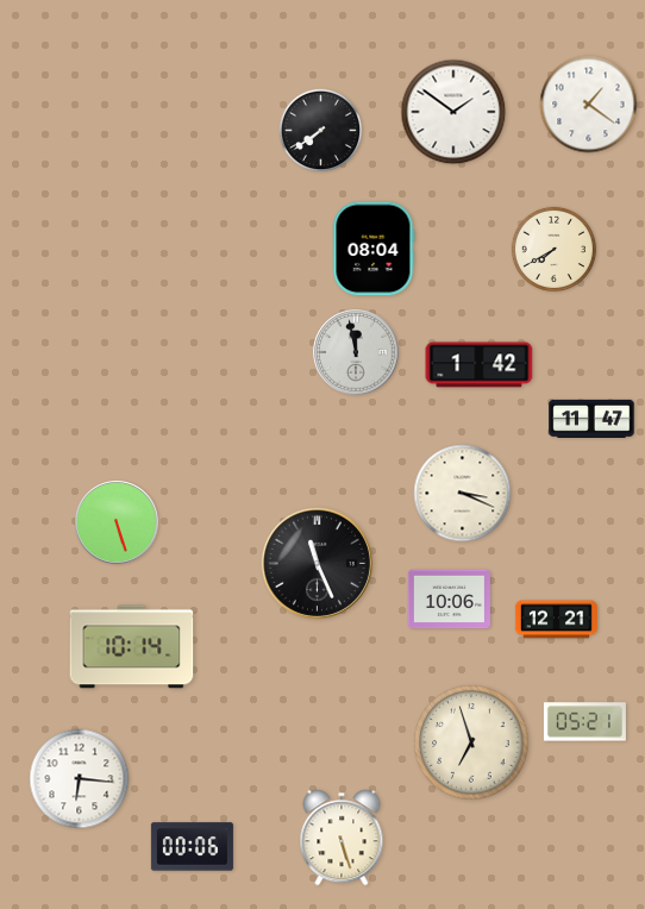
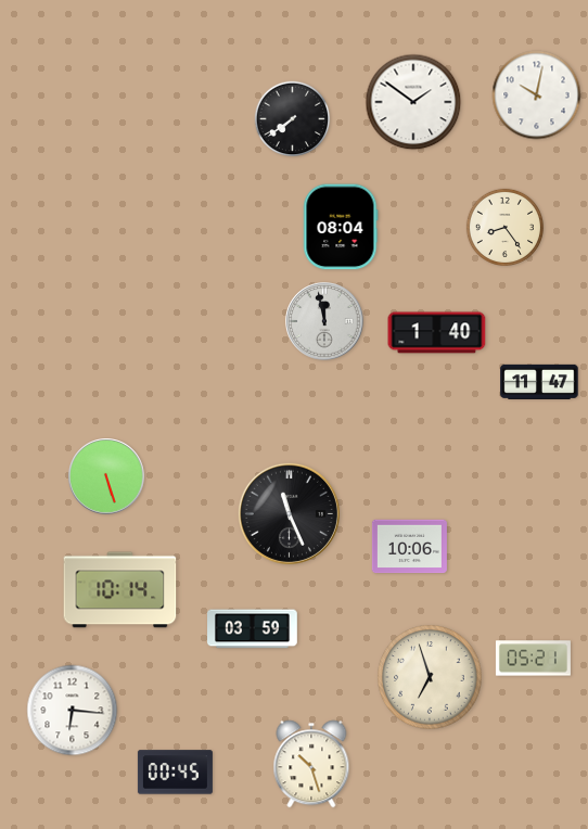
clock at (589, 105): 1:21 -> 10:02
clock at (553, 249): 7:40 -> 8:24
clock at (480, 365): 1:42 -> 1:40
clock at (463, 494): 3:19 -> none
clock at (556, 620): 12:21 -> none
clock at (253, 629): none -> 03:59
clock at (342, 838): 5:27 -> 10:27
clock at (192, 847): 00:06 -> 00:45
